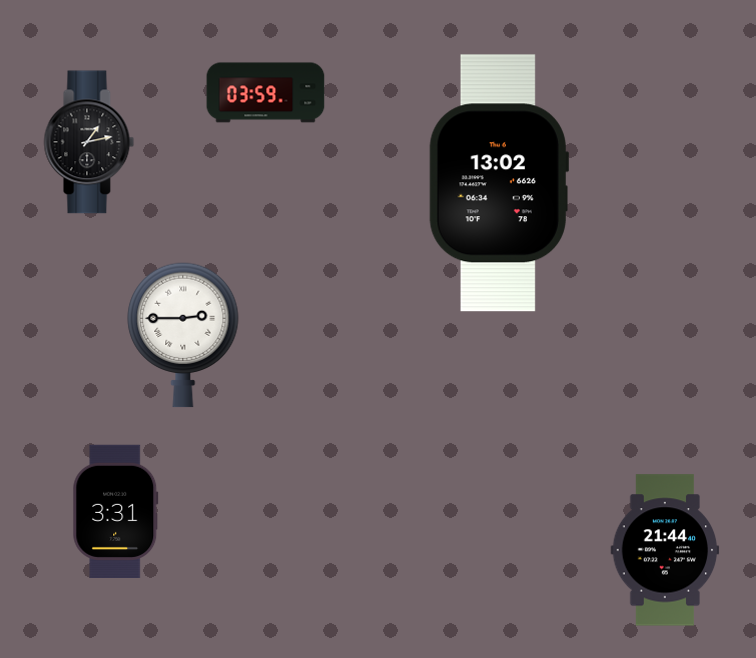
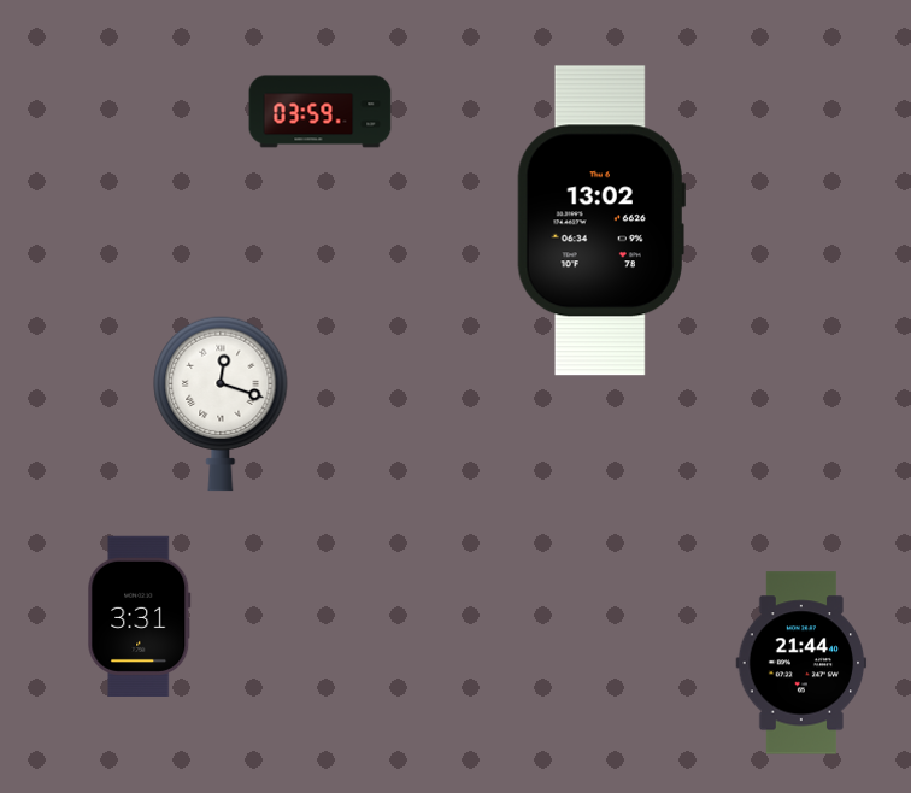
clock at (89, 142): 1:13 -> none
clock at (183, 335): 2:45 -> 12:18
